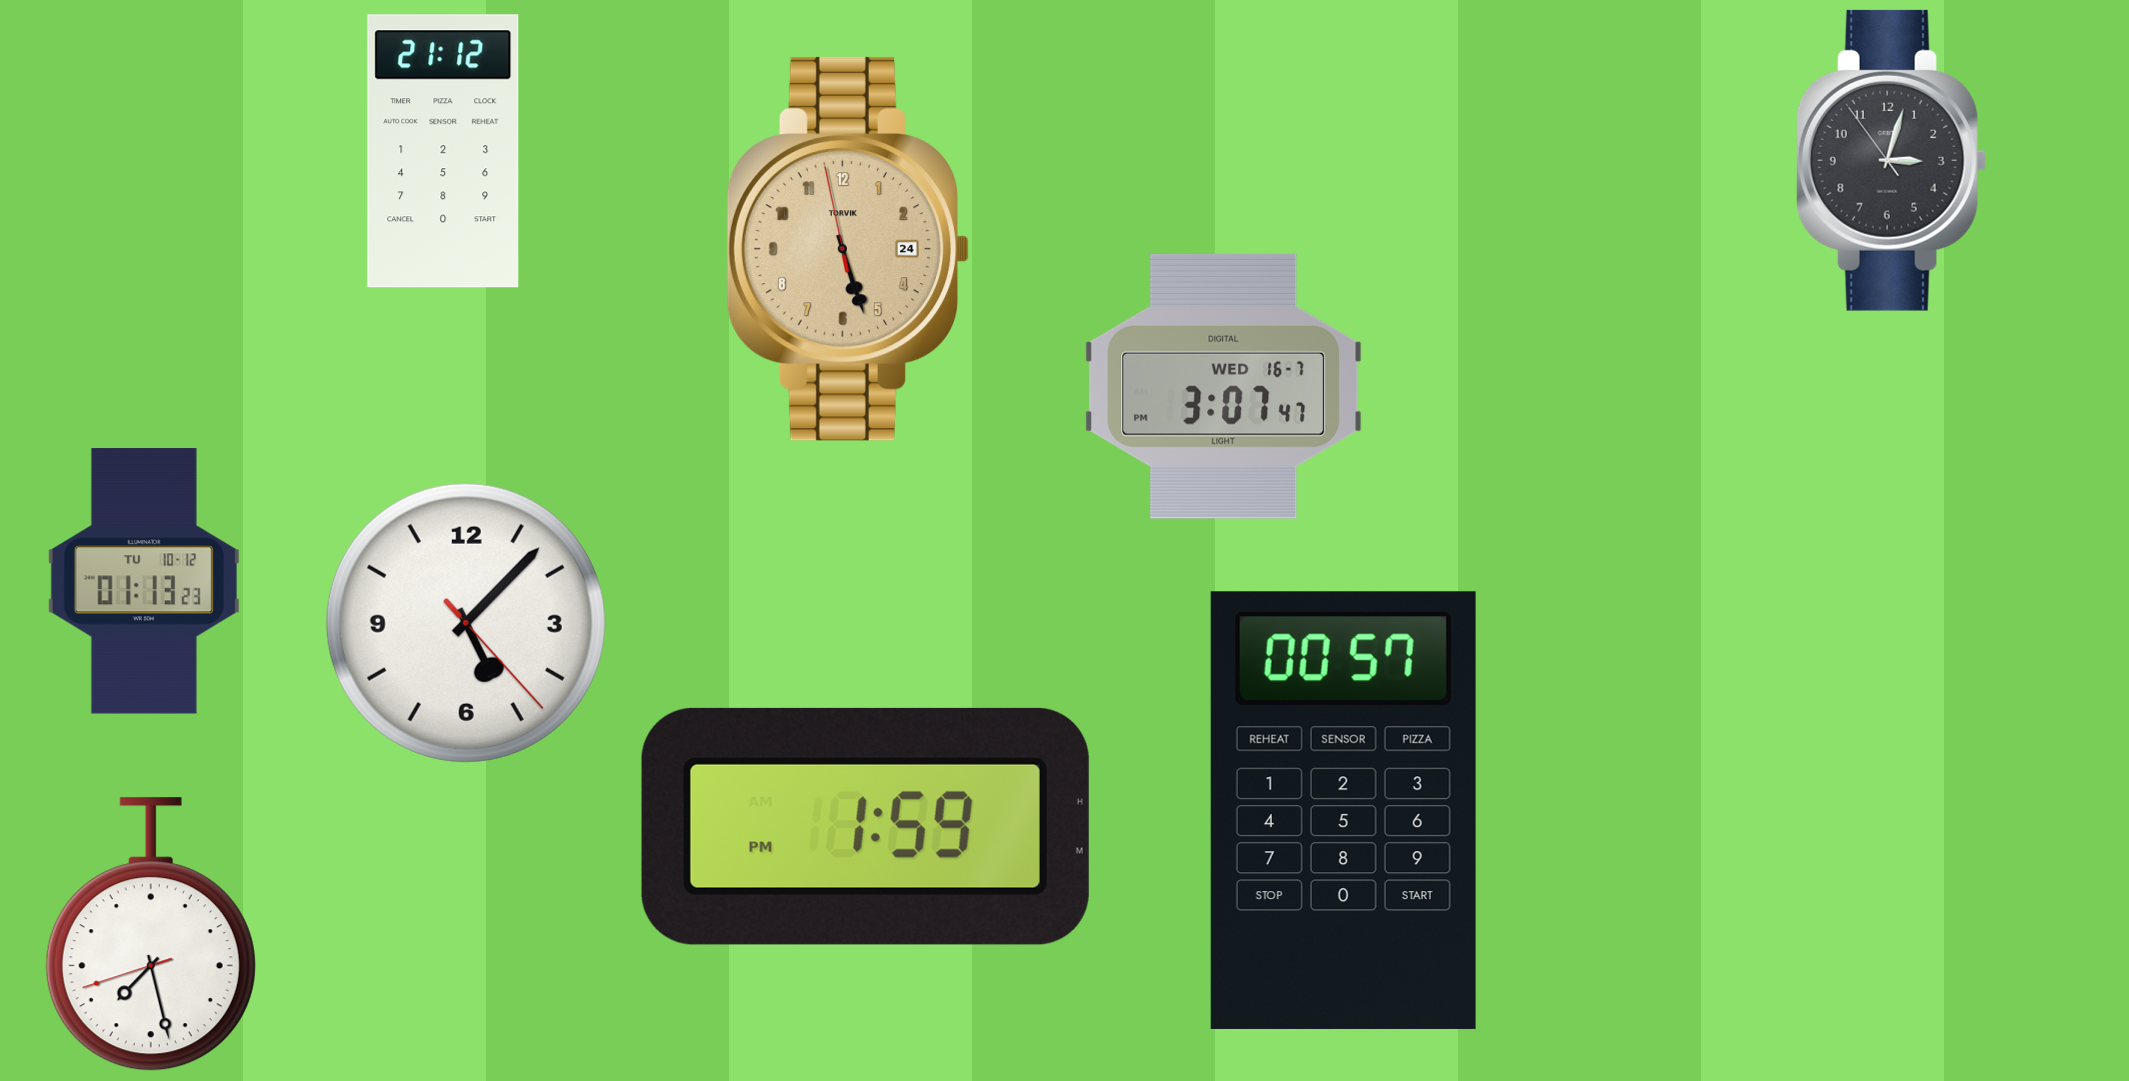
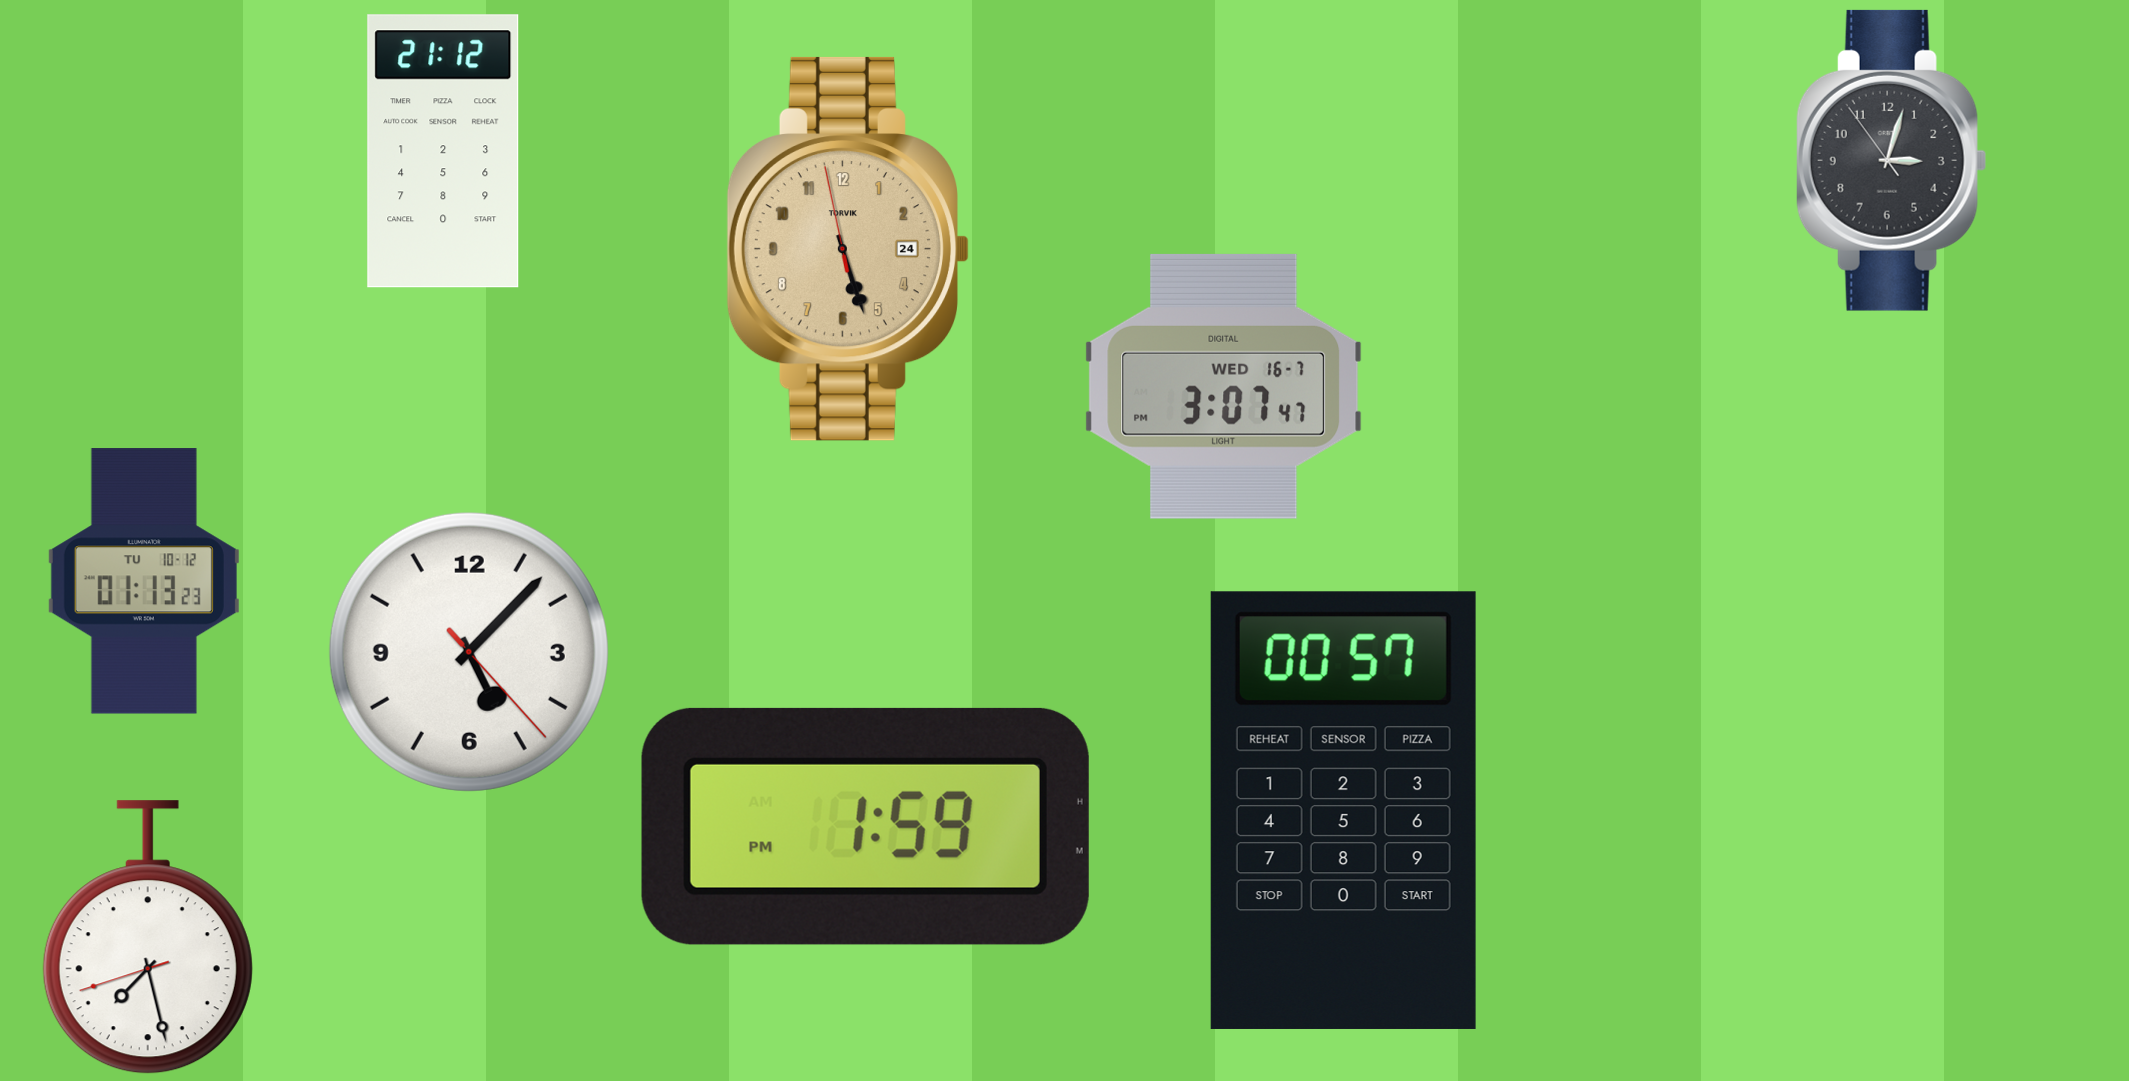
clock at (466, 623) position: (466, 623) -> (469, 652)
clock at (151, 935) position: (151, 935) -> (148, 938)
